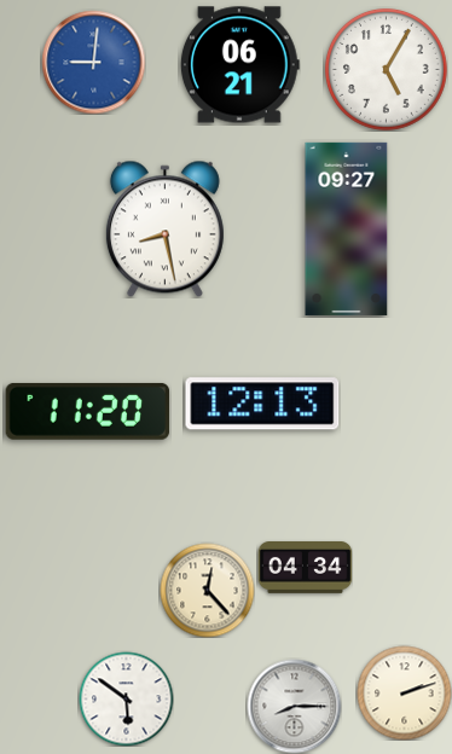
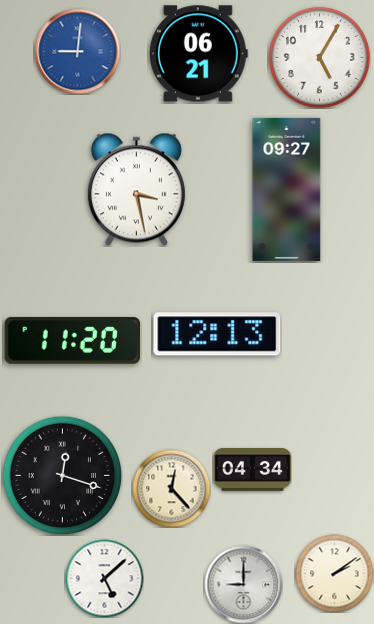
clock at (164, 228): 8:28 -> 3:28
clock at (62, 475): none -> 12:18
clock at (404, 692): 2:12 -> 2:09
clock at (126, 698): 5:51 -> 5:08
clock at (294, 706): 8:15 -> 9:00
